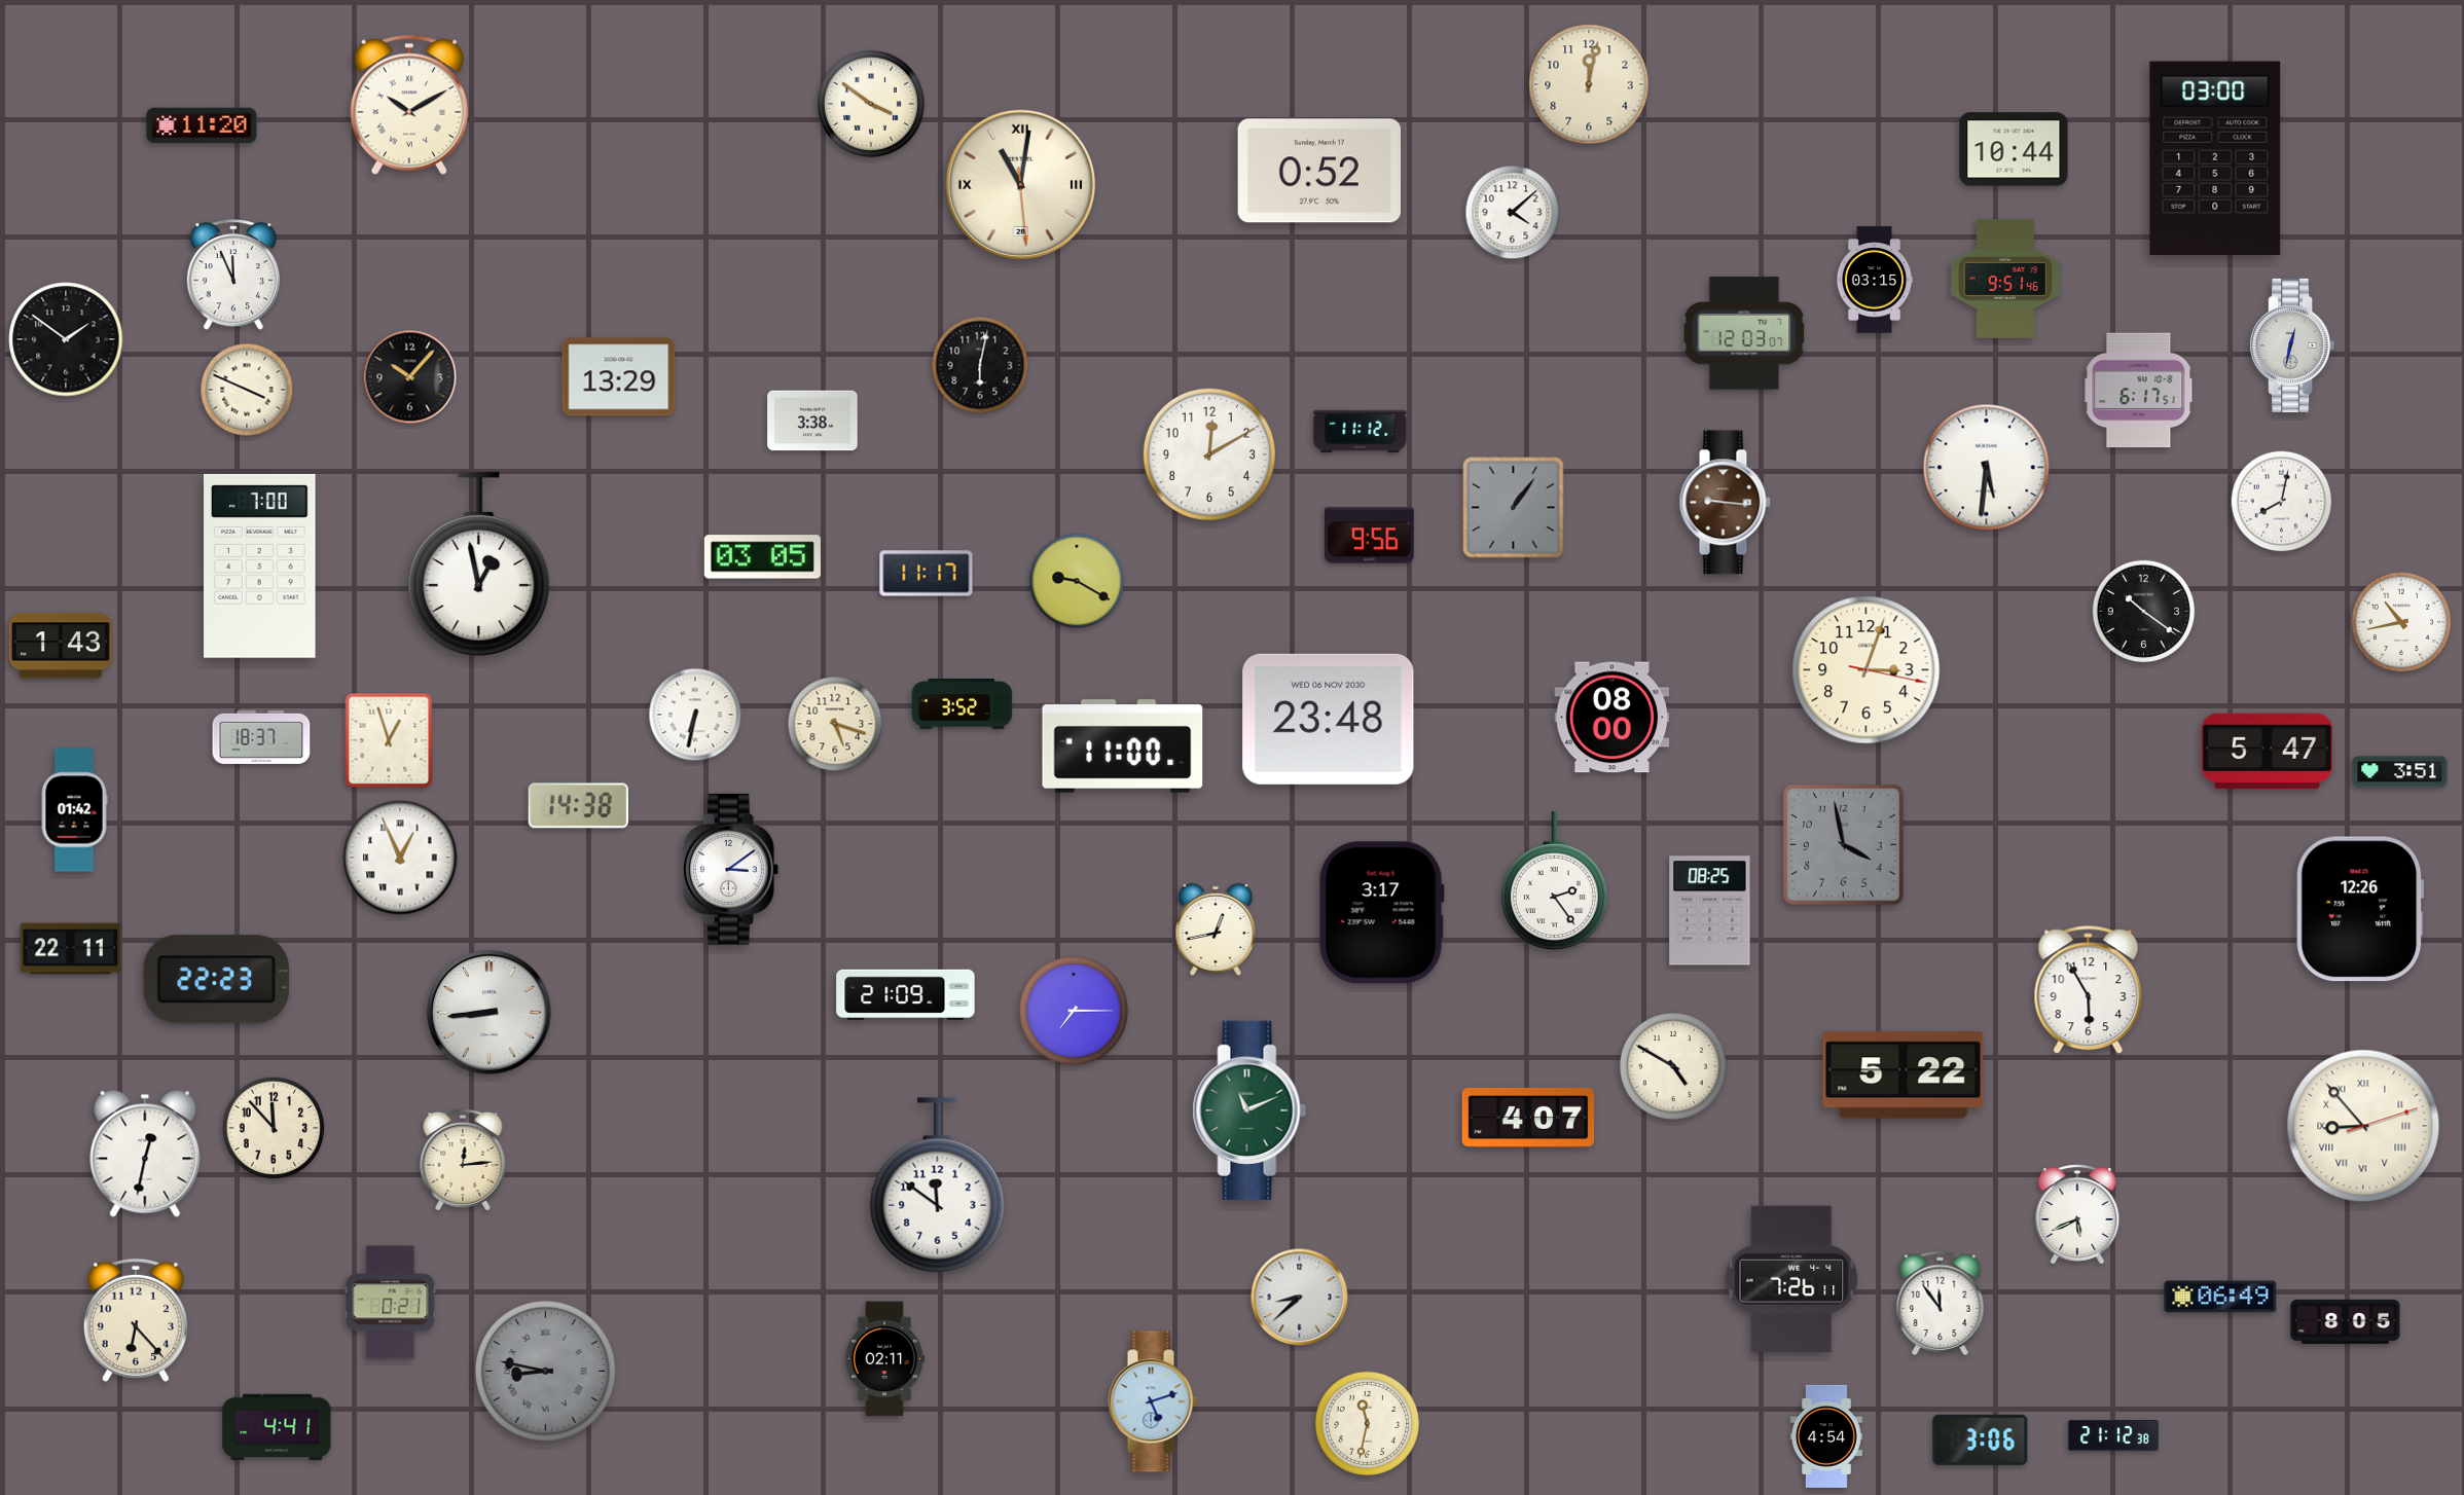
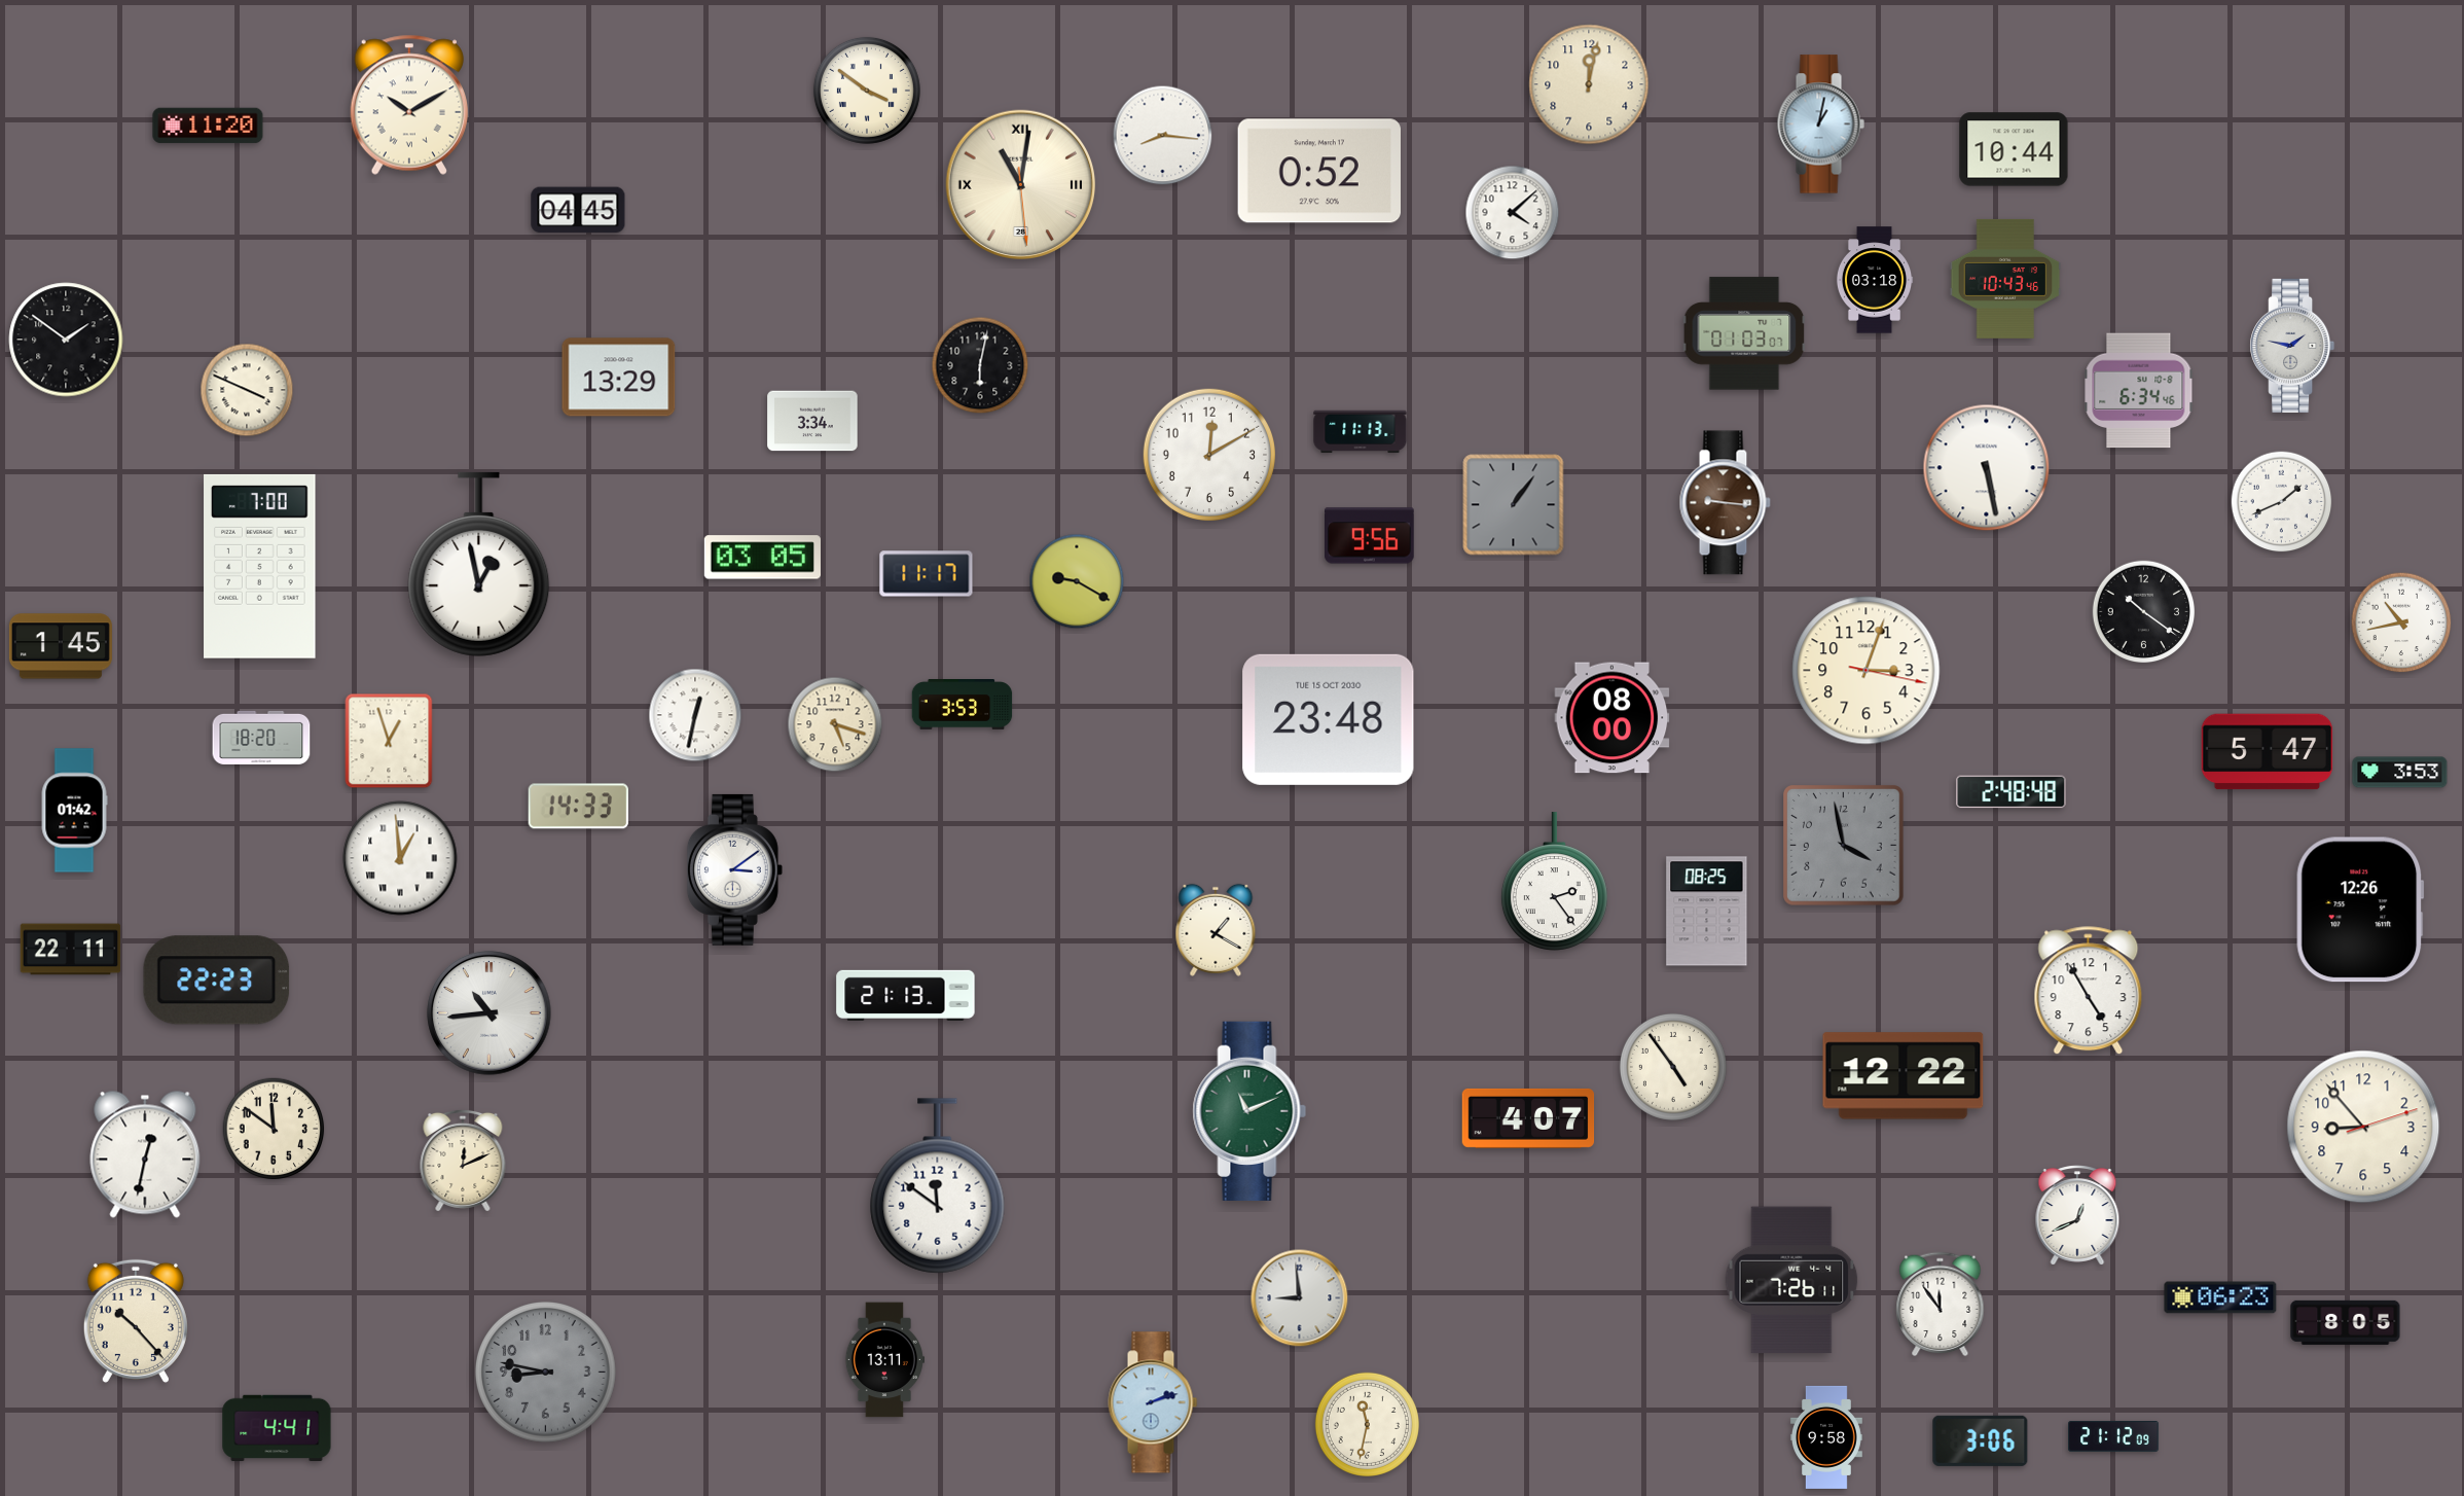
clock at (871, 104) position: (871, 104) -> (867, 91)
clock at (1820, 124): none -> 1:02
clock at (202, 125) position: (202, 125) -> (208, 126)
clock at (1163, 136): none -> 8:16
clock at (2215, 158): 03:00 -> none
clock at (578, 210): none -> 04:45
clock at (233, 276): 11:56 -> none
clock at (2005, 279): 9:51 -> 10:43
clock at (1875, 280): 03:15 -> 03:18
clock at (1744, 333): 12:03 -> 01:03
clock at (2292, 345): 12:32 -> 1:47
clock at (410, 377): 10:07 -> none
clock at (2139, 391): 6:17 -> 6:34
clock at (812, 421): 3:38 -> 3:34
clock at (1361, 432): 11:12 -> 11:13
clock at (1987, 468): 5:31 -> 5:28
clock at (2282, 502): 8:02 -> 1:41
clock at (1514, 508) position: (1514, 508) -> (1514, 505)
clock at (61, 646): 1:43 -> 1:45
clock at (963, 704): 3:52 -> 3:53
clock at (695, 715): 6:32 -> 12:32
clock at (1329, 719) date: WED 06 NOV 2030 -> TUE 15 OCT 2030
clock at (261, 737): 18:37 -> 18:20
clock at (1123, 746): 11:00 -> none
clock at (2400, 772): 3:51 -> 3:53
clock at (2012, 792): none -> 2:48
clock at (578, 806): 14:38 -> 14:33
clock at (400, 858): 12:56 -> 12:59
clock at (730, 869) position: (730, 869) -> (734, 869)
clock at (1710, 911) position: (1710, 911) -> (1707, 912)
clock at (1381, 913): 3:17 -> none
clock at (1216, 929): 12:43 -> 1:20
clock at (2089, 990): 5:55 -> 4:55
clock at (906, 994): 21:09 -> 21:13
clock at (1074, 1011): 7:15 -> none
clock at (490, 1013): 8:44 -> 10:44
clock at (1673, 1066): 4:50 -> 4:54
clock at (1904, 1075): 5:22 -> 12:22
clock at (2363, 1126) numerals: Roman -> Arabic
clock at (274, 1128): 11:53 -> 11:51
clock at (463, 1160): 12:14 -> 12:11
clock at (2077, 1214): 5:41 -> 12:41
clock at (2220, 1297): 06:49 -> 06:23
clock at (1300, 1298): 8:38 -> 8:59
clock at (391, 1303): 0:21 -> none
clock at (136, 1320): 6:23 -> 10:23
clock at (884, 1359): 02:11 -> 13:11
clock at (546, 1372) numerals: Roman -> Arabic
clock at (1153, 1401): 5:12 -> 2:12
clock at (2113, 1435): 21:12:38 -> 21:12:09
clock at (1826, 1436): 4:54 -> 9:58
